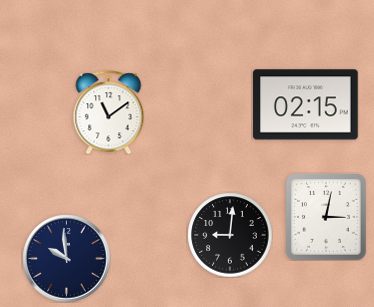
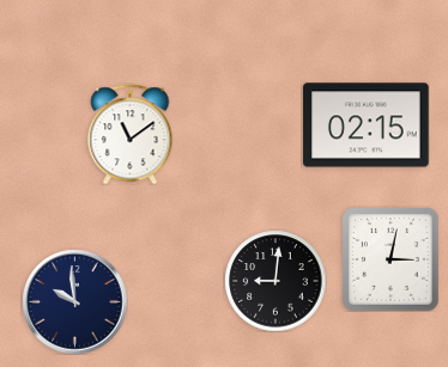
clock at (66, 258) position: (66, 258) -> (74, 301)
